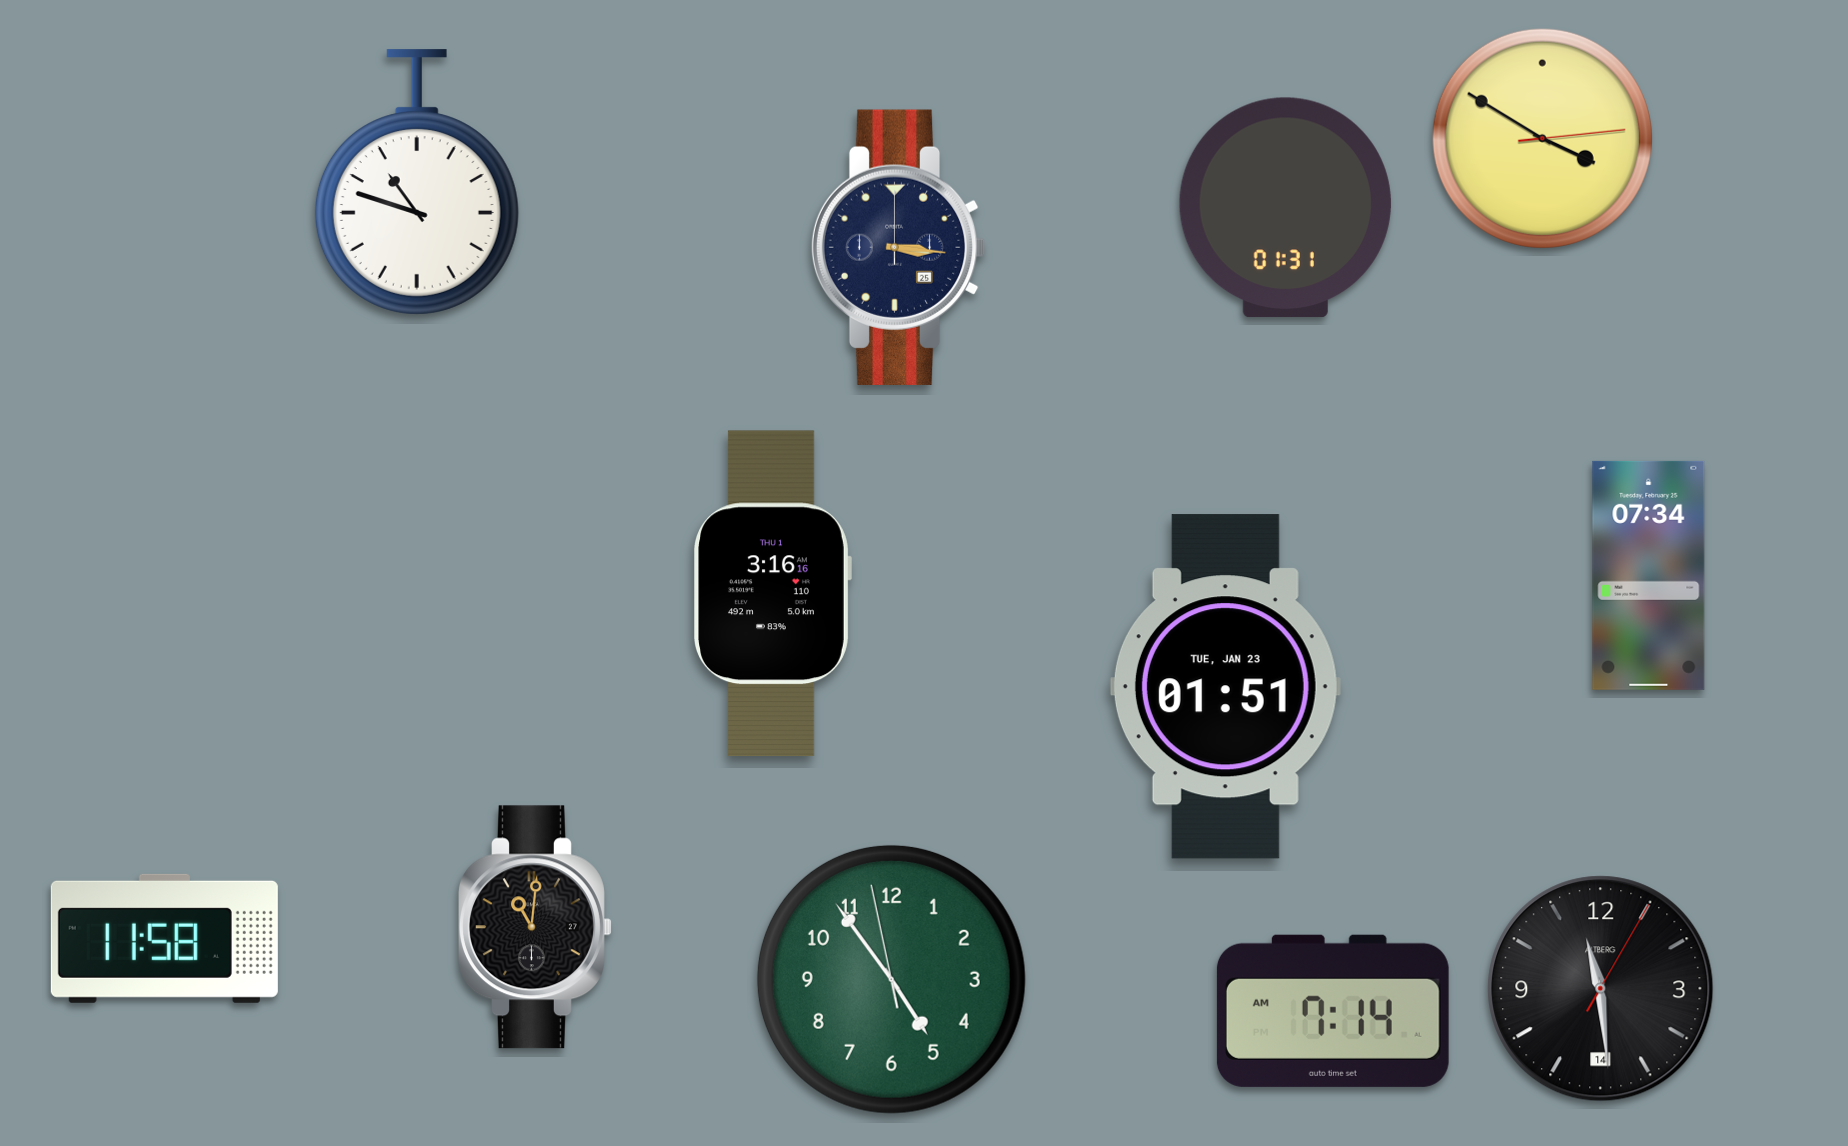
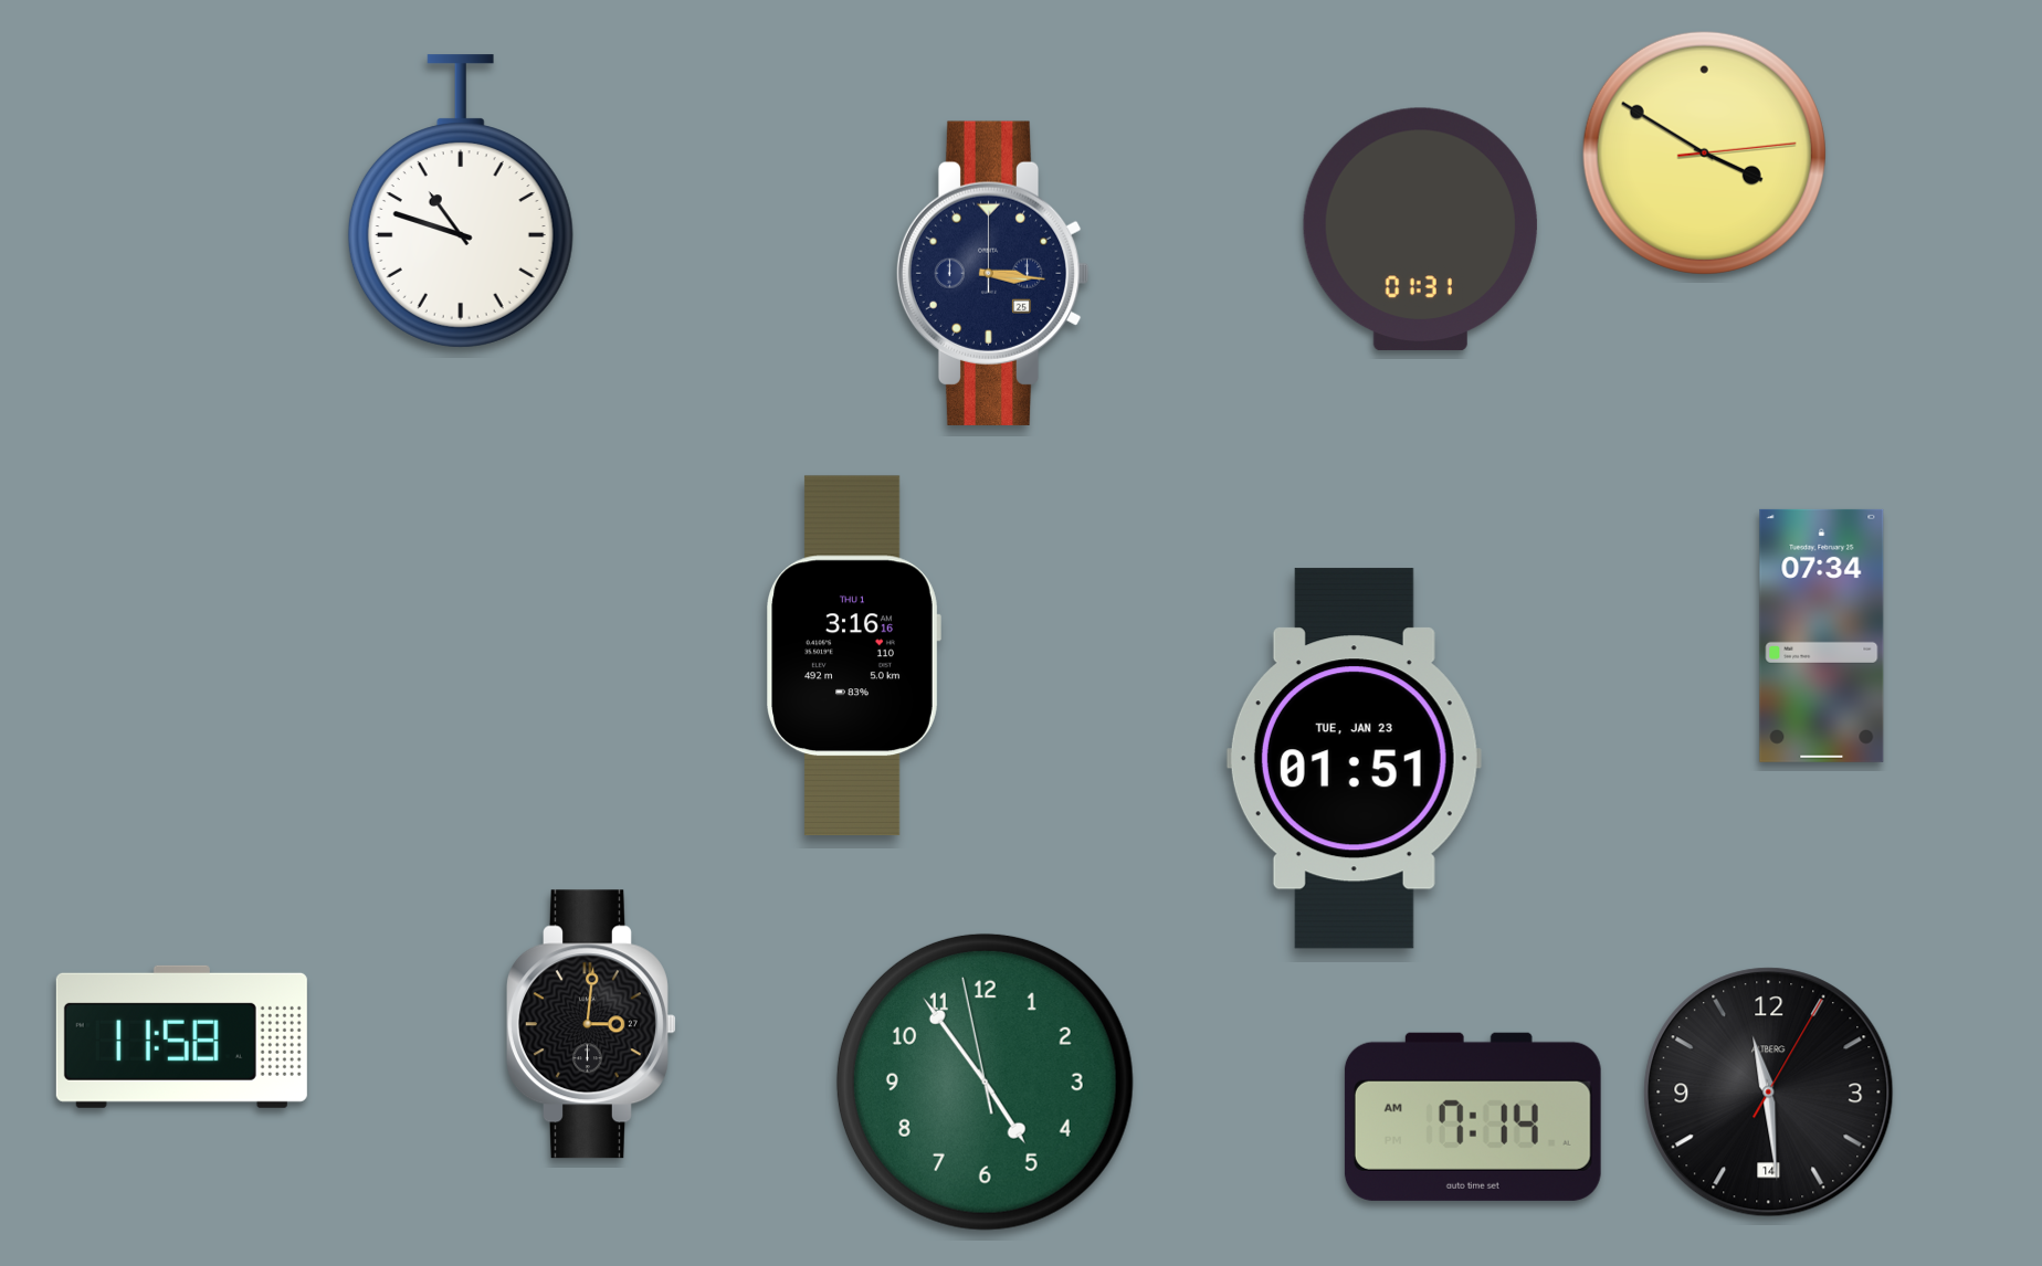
clock at (536, 927): 11:01 -> 3:01
